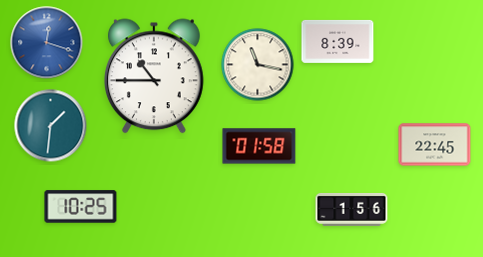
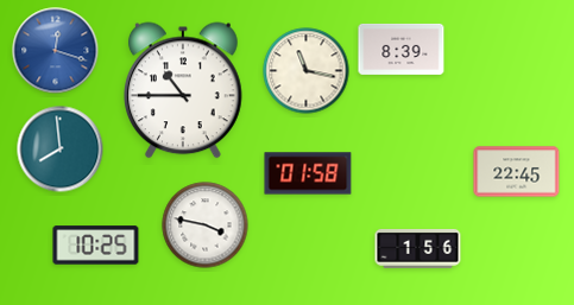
clock at (258, 65) position: (258, 65) -> (307, 71)
clock at (51, 126): 1:31 -> 7:59
clock at (206, 225): none -> 3:47
